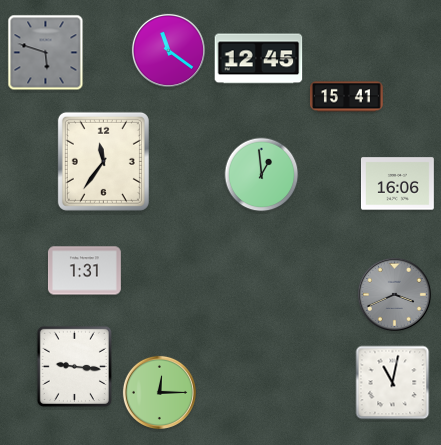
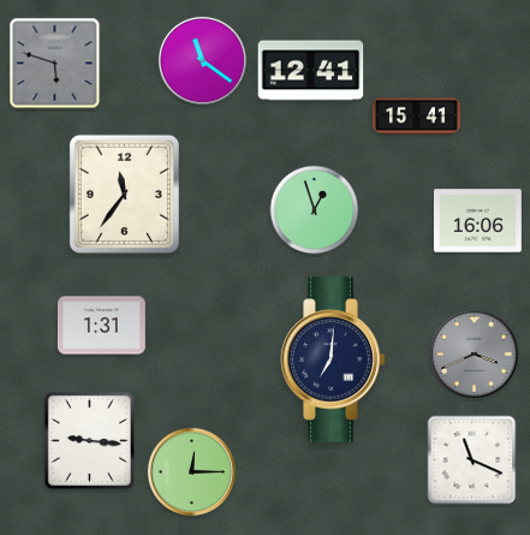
clock at (259, 59): 12:45 -> 12:41
clock at (262, 175): 12:59 -> 12:57
clock at (333, 359): none -> 7:01
clock at (393, 383): 11:02 -> 11:19
